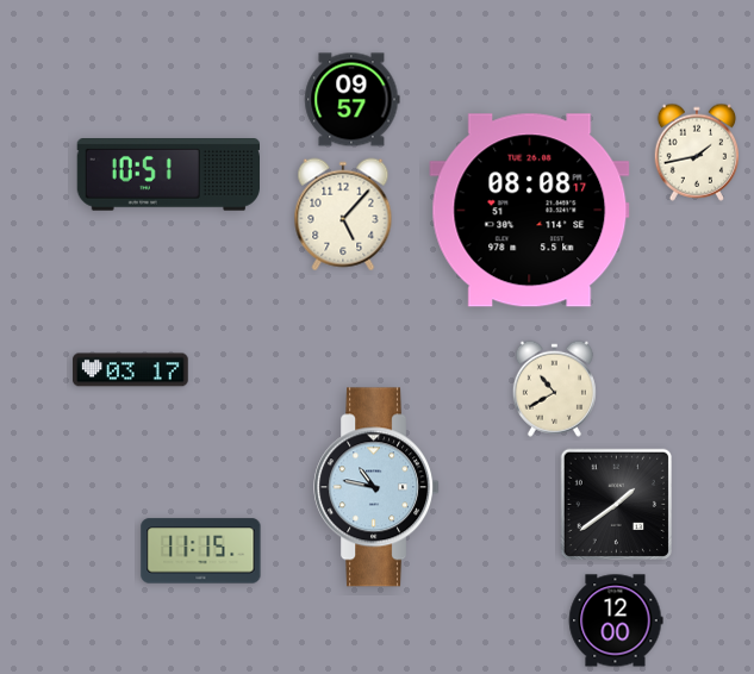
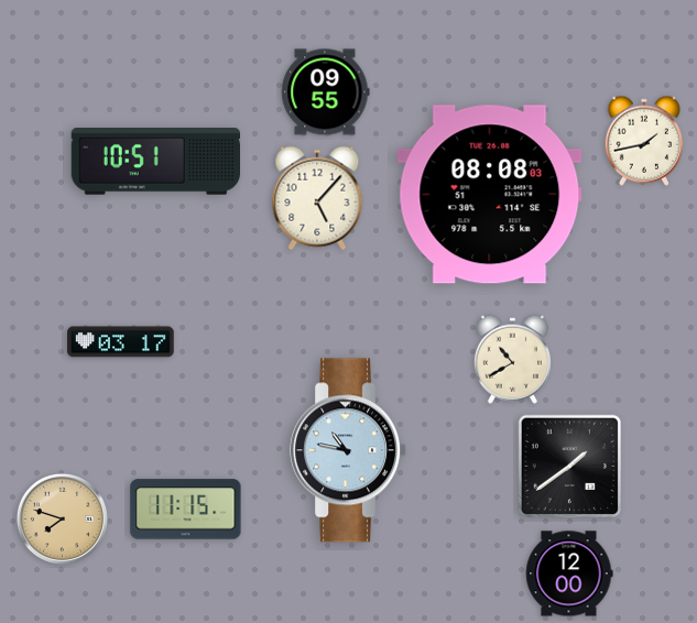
clock at (353, 100): 09:57 -> 09:55
clock at (530, 211): 08:08:17 -> 08:08:03
clock at (62, 518): none -> 7:48
